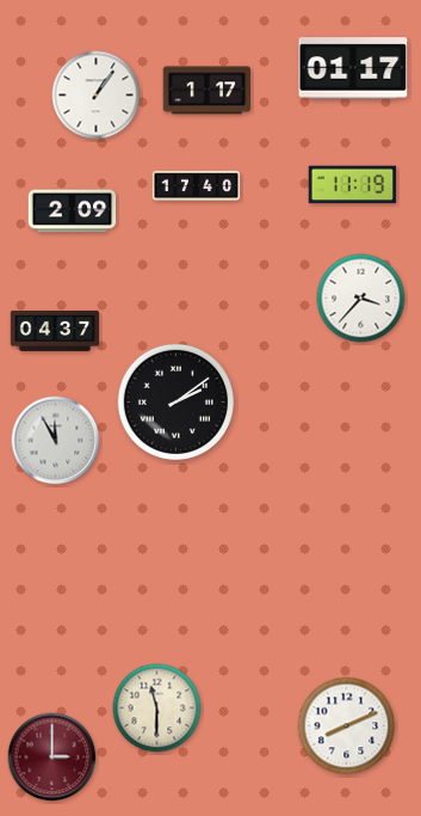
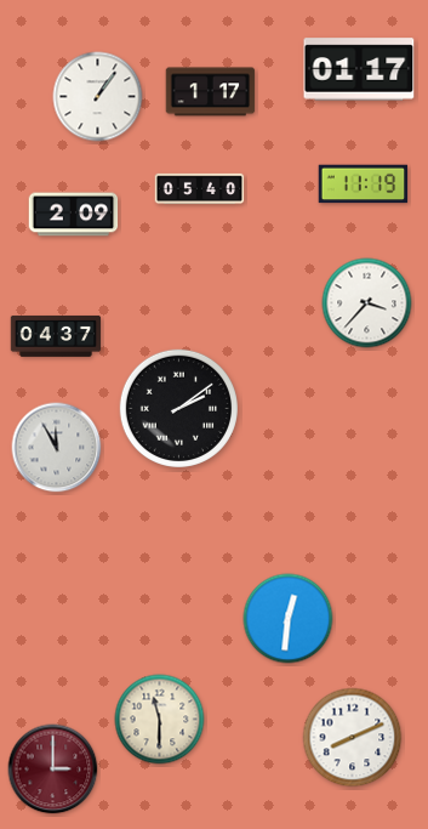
clock at (353, 185) position: (353, 185) -> (364, 184)
clock at (197, 186): 17:40 -> 05:40
clock at (289, 619): none -> 12:31
